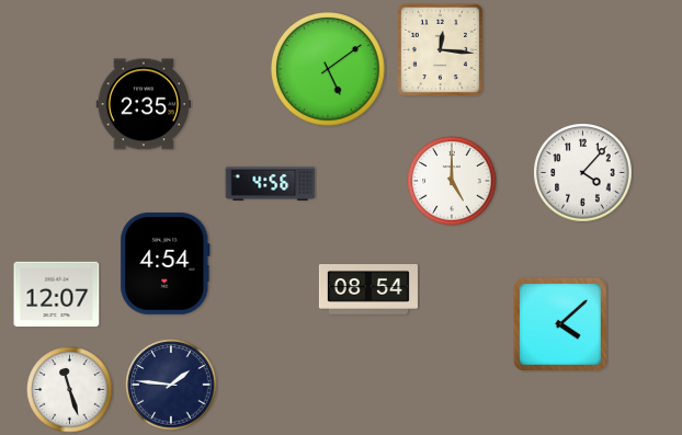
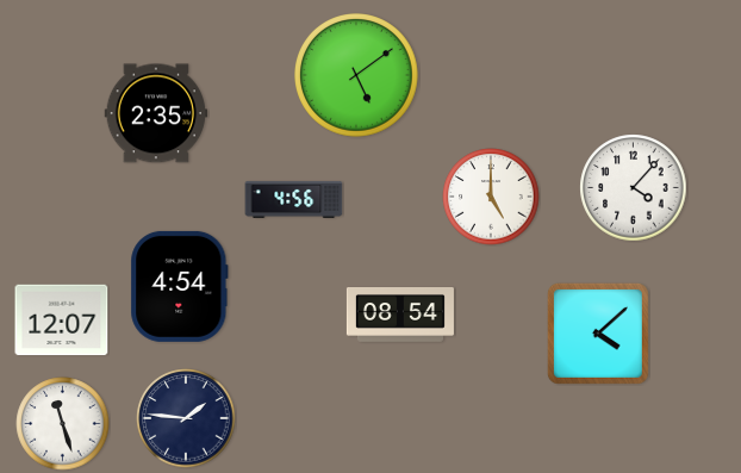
clock at (440, 49): 12:16 -> none
clock at (560, 324) position: (560, 324) -> (598, 334)
clock at (70, 390) position: (70, 390) -> (63, 424)
